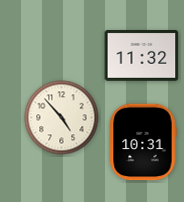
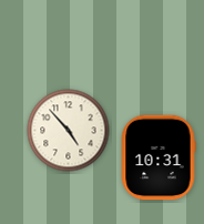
clock at (142, 56): 11:32 -> none
